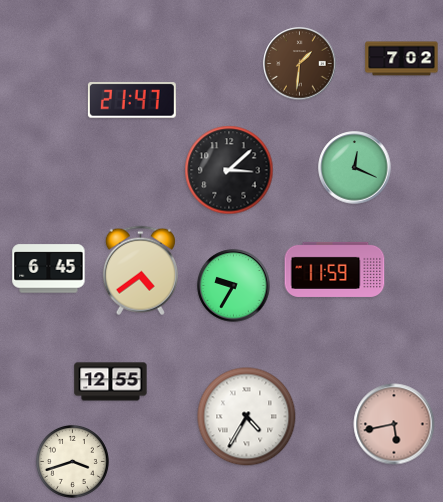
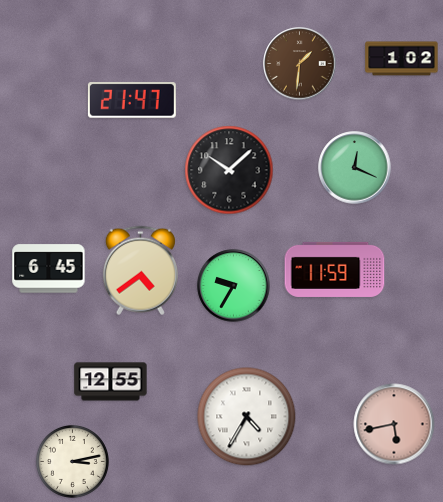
clock at (402, 59): 7:02 -> 1:02
clock at (229, 170): 3:08 -> 10:08
clock at (72, 461): 3:42 -> 3:13
